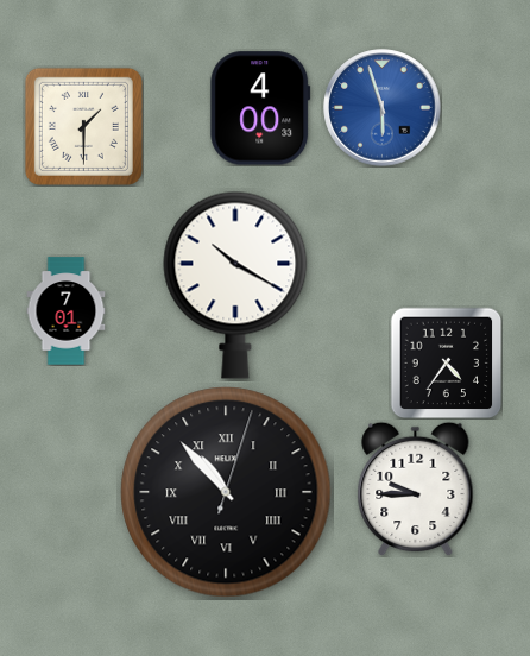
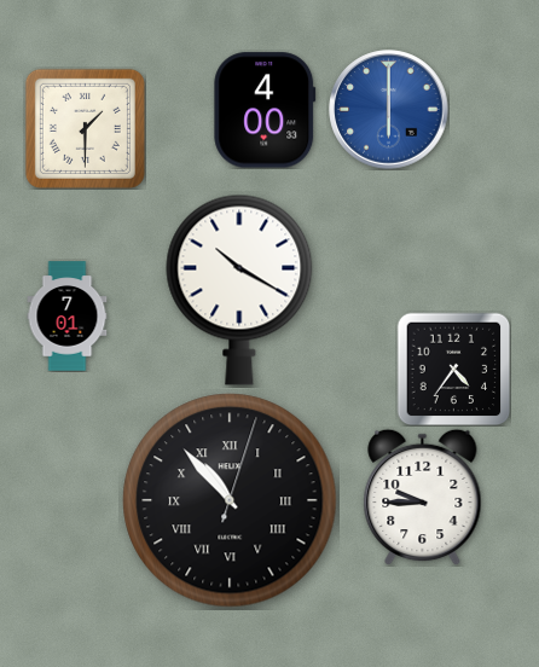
clock at (383, 108): 5:57 -> 6:00
